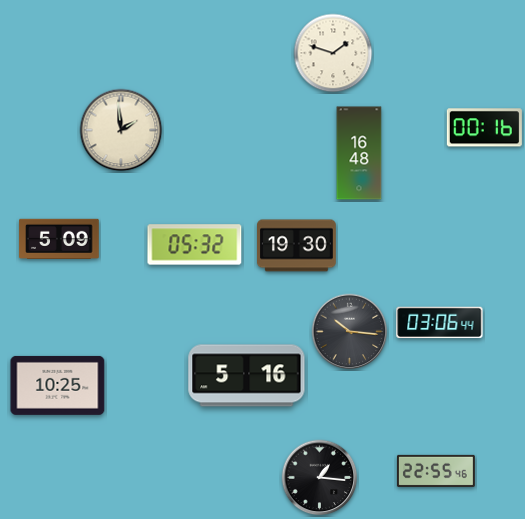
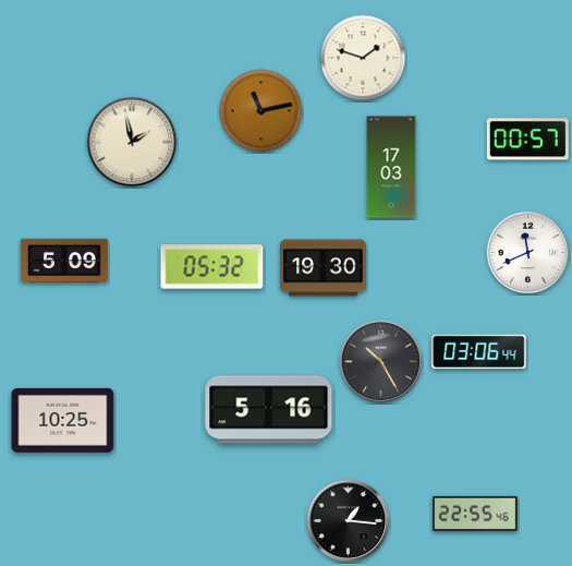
clock at (261, 111): none -> 11:13
clock at (484, 128): 00:16 -> 00:57
clock at (121, 130): 1:59 -> 1:58
clock at (359, 153): 16:48 -> 17:03
clock at (528, 253): none -> 11:41
clock at (350, 332): 10:16 -> 10:25
